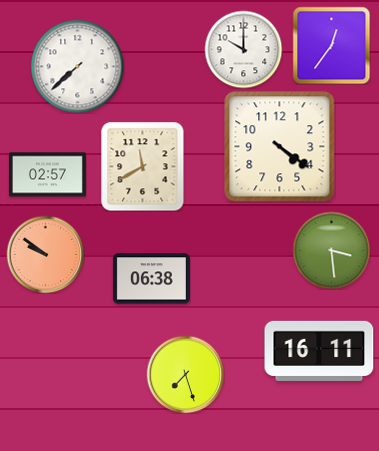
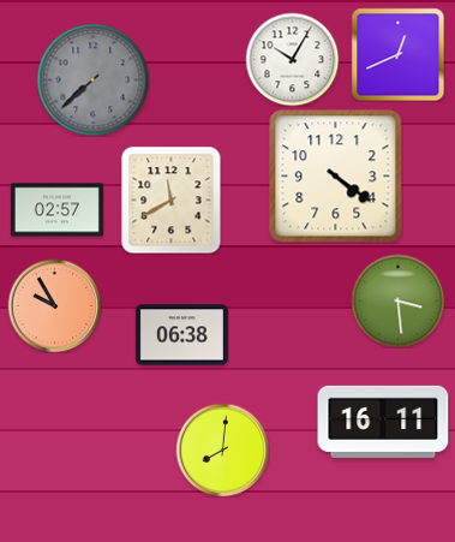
clock at (331, 45): 12:36 -> 12:41
clock at (243, 49): 10:00 -> 10:05
clock at (77, 66) dial: white -> grey
clock at (45, 254): 9:51 -> 9:55
clock at (185, 374): 7:27 -> 8:01
